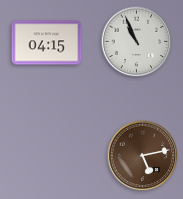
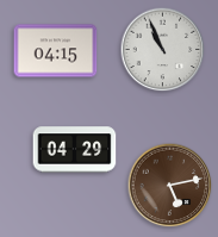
clock at (75, 150): none -> 04:29
